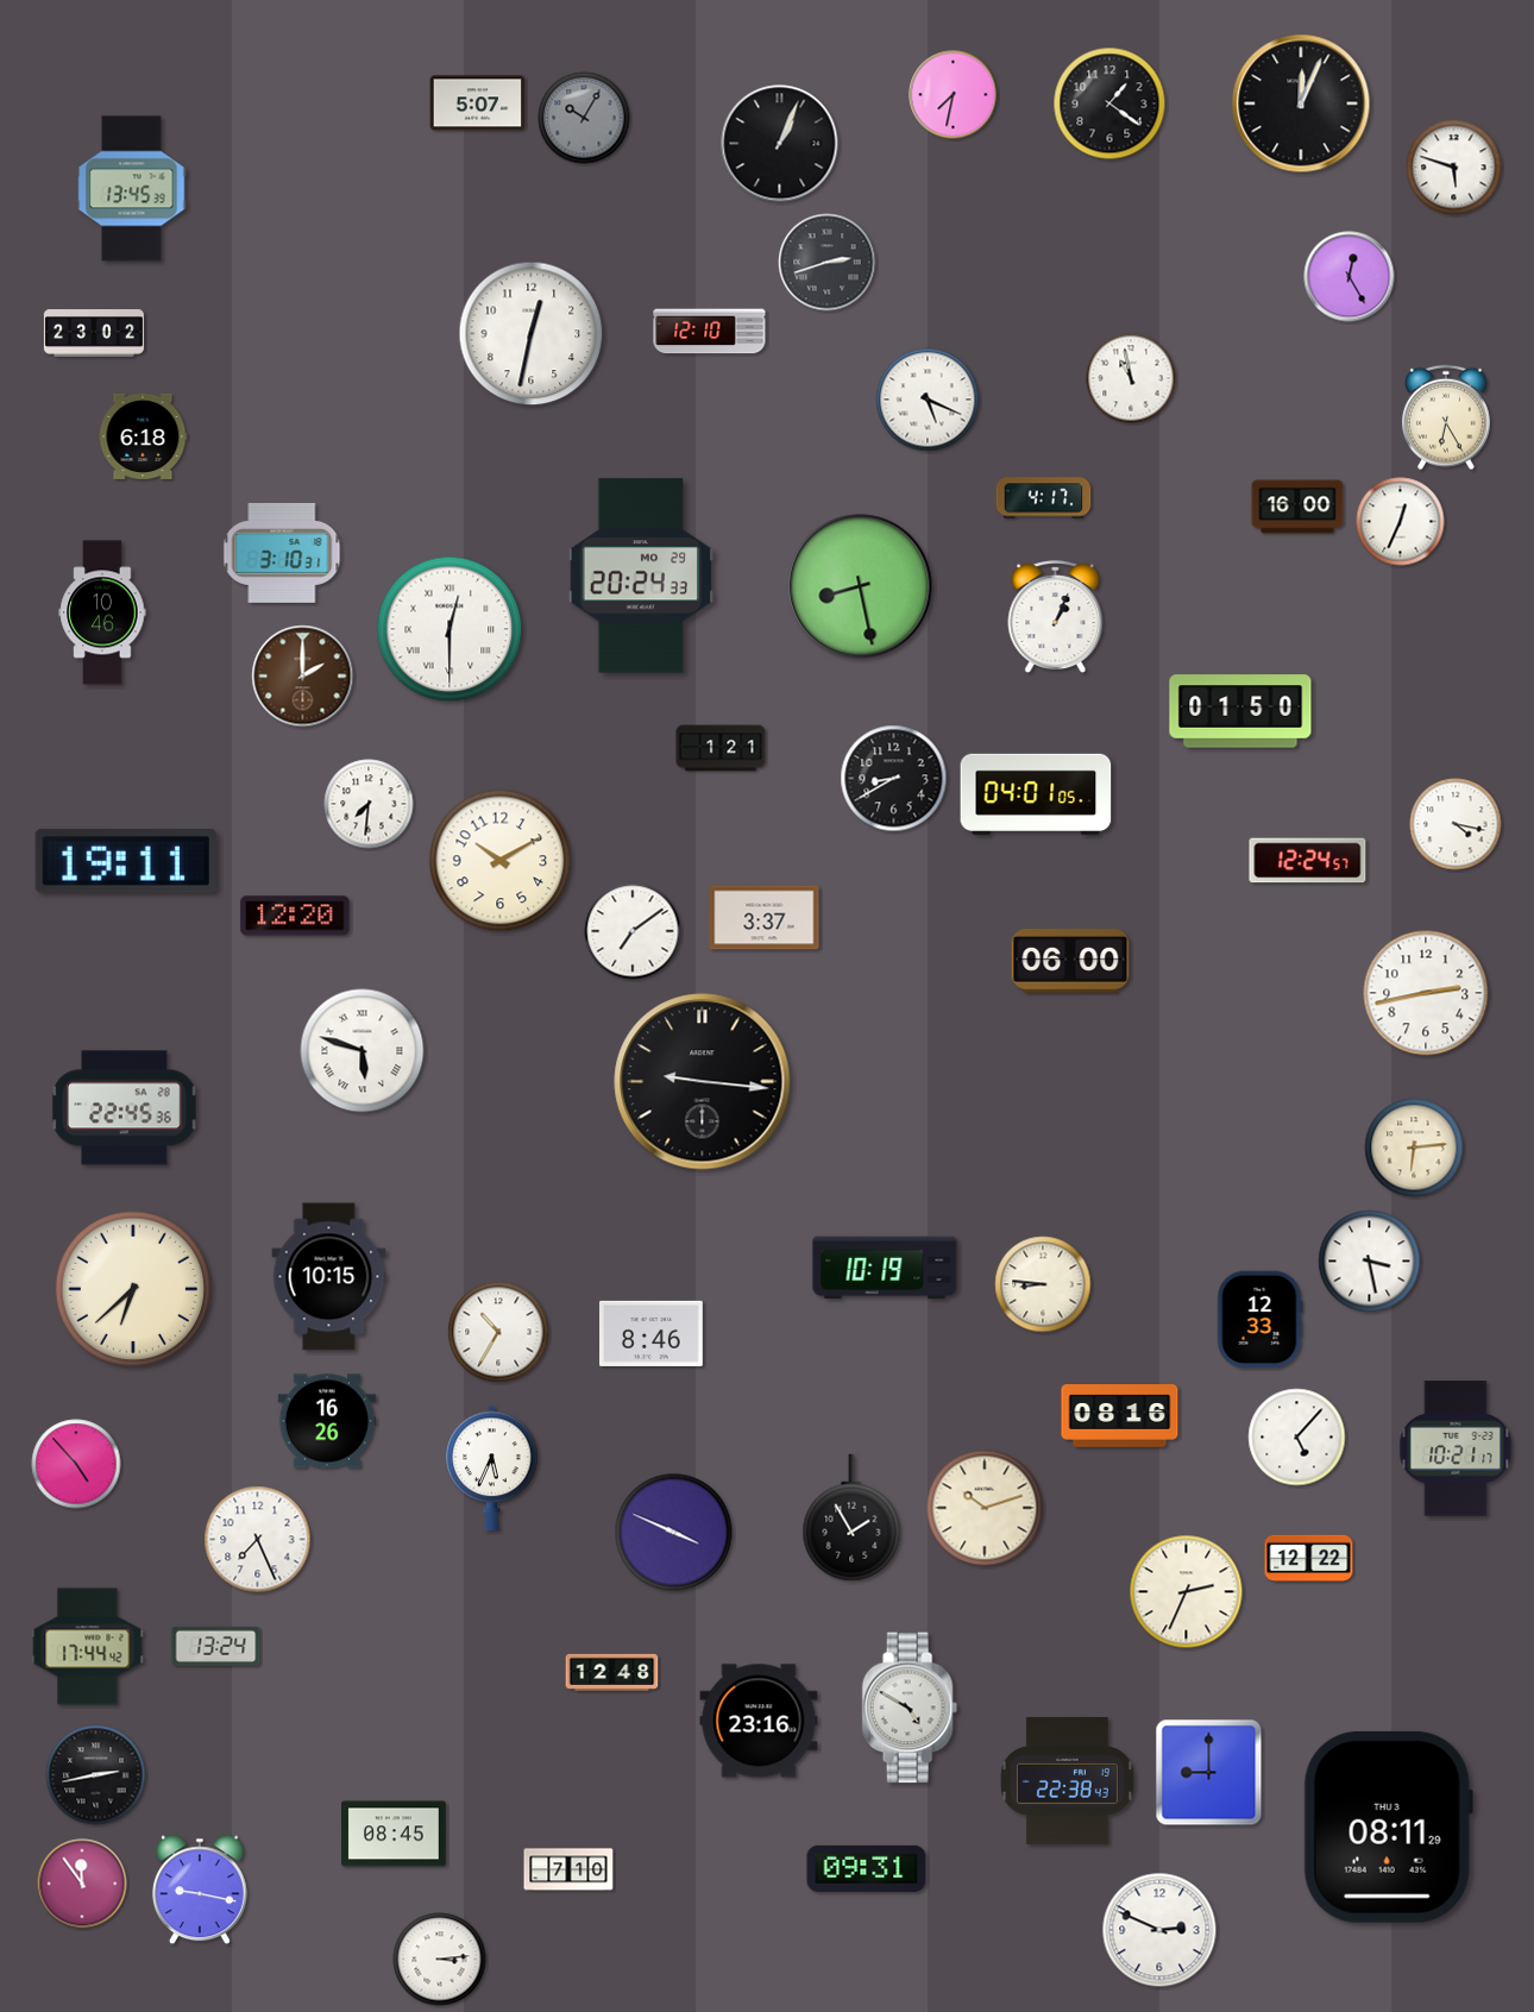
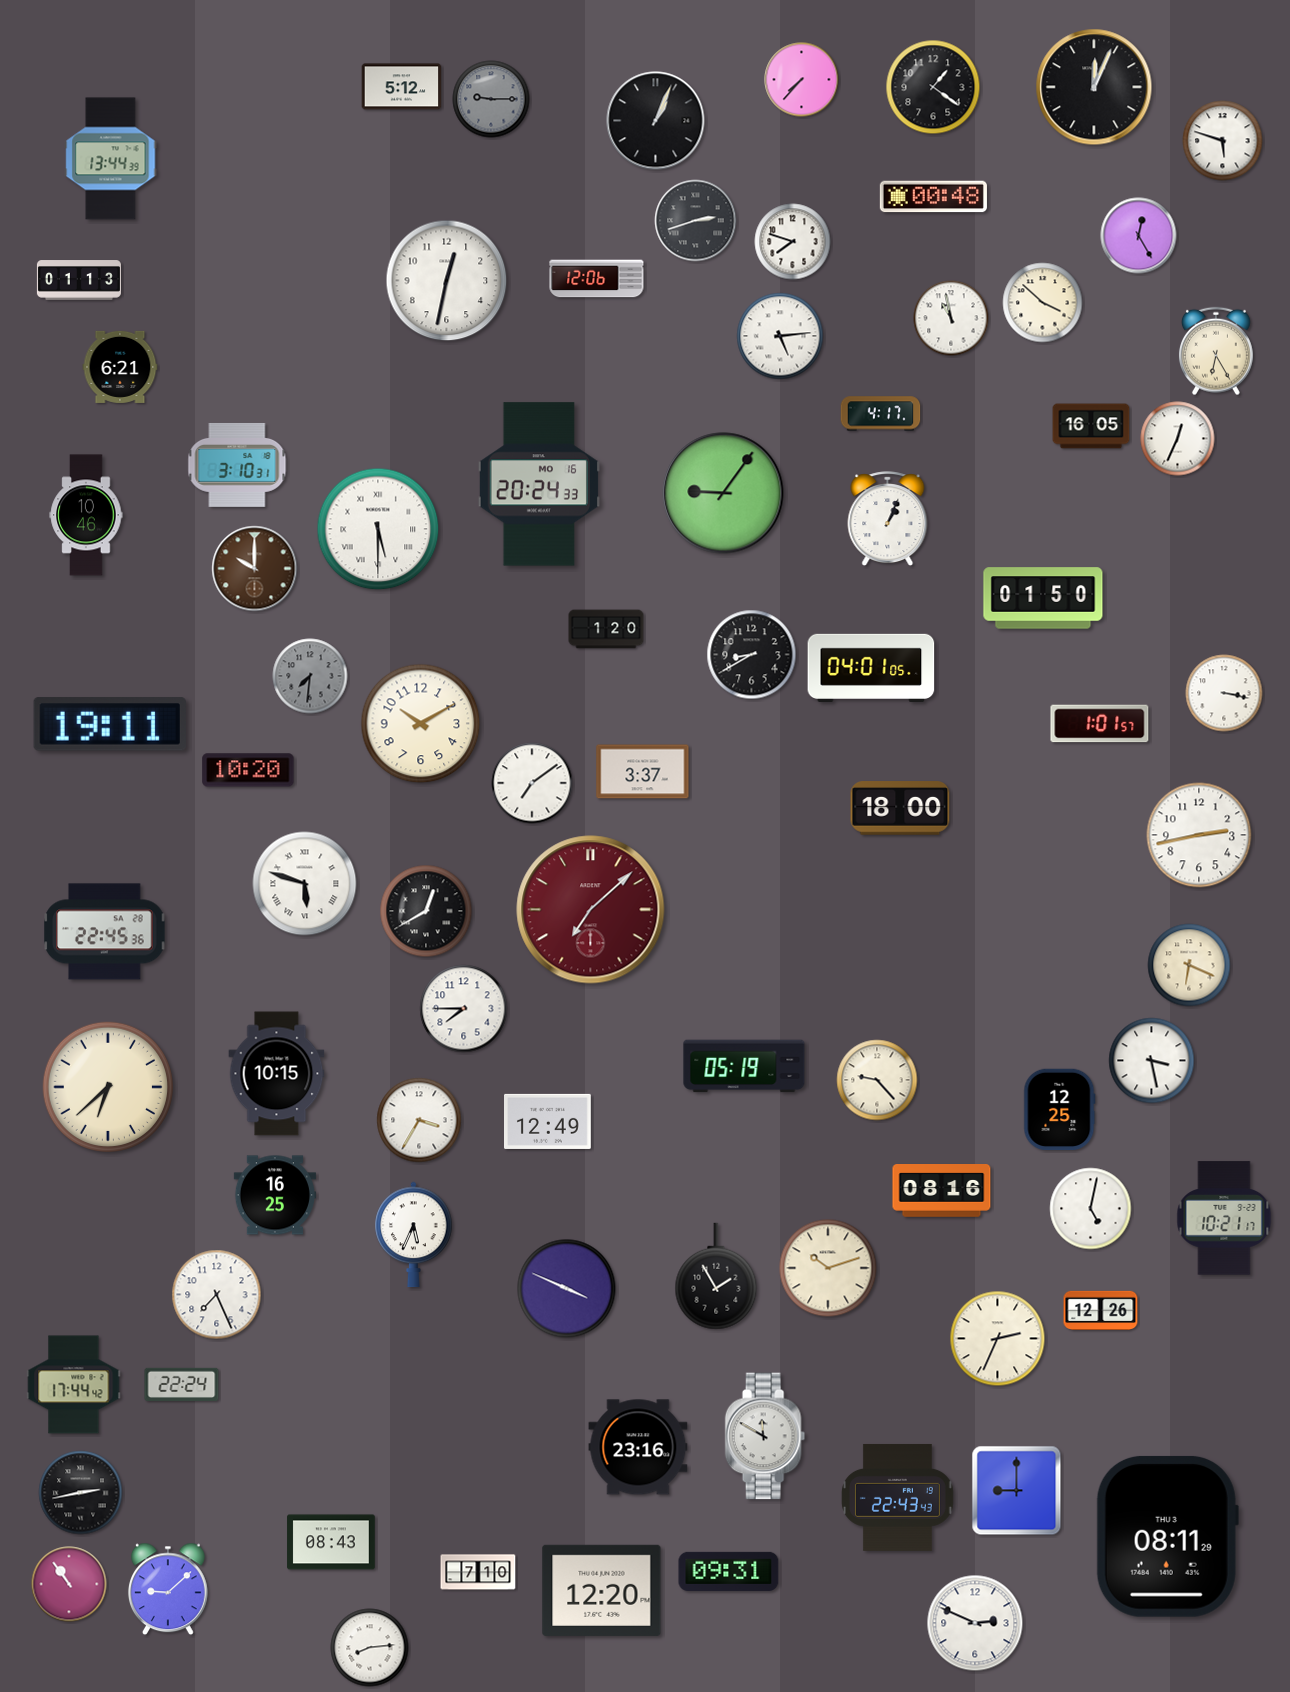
clock at (954, 95): 7:32 -> 7:37
clock at (478, 103): 5:07 -> 5:12
clock at (584, 118): 10:05 -> 9:15
clock at (132, 189): 13:45 -> 13:44
clock at (933, 197): none -> 00:48
clock at (1350, 277) position: (1350, 277) -> (1139, 236)
clock at (793, 242): none -> 7:48
clock at (710, 332): 12:10 -> 12:06
clock at (94, 333): 23:02 -> 01:13
clock at (1043, 303): none -> 3:52
clock at (928, 400): 5:19 -> 5:14
clock at (143, 436): 6:18 -> 6:21
clock at (1044, 498) position: (1044, 498) -> (881, 414)
clock at (1297, 507): 16:00 -> 16:05
clock at (640, 576) date: MO 29 -> MO 16
clock at (860, 586): 8:28 -> 9:06
clock at (449, 629): 12:30 -> 5:30
clock at (303, 677): 2:00 -> 10:00
clock at (721, 748): 1:21 -> 1:20
clock at (369, 804) dial: white -> grey
clock at (1456, 824): 4:17 -> 3:17
clock at (126, 861) position: (126, 861) -> (110, 724)
clock at (1308, 861): 12:24 -> 1:01
clock at (295, 916): 12:20 -> 10:20
clock at (1070, 961): 06:00 -> 18:00
clock at (703, 1082): 9:16 -> 7:08
clock at (703, 1082) dial: black -> burgundy
clock at (426, 911): none -> 12:40
clock at (1414, 1148): 6:14 -> 6:19
clock at (464, 1009): none -> 7:45
clock at (885, 1268): 10:19 -> 05:19
clock at (1043, 1284): 8:46 -> 9:23
clock at (133, 1288) position: (133, 1288) -> (108, 1086)
clock at (1260, 1320): 12:33 -> 12:25
clock at (498, 1332): 10:35 -> 3:35
clock at (652, 1333): 8:46 -> 12:49
clock at (326, 1421): 16:26 -> 16:25
clock at (1297, 1438): 5:07 -> 5:02
clock at (76, 1464): 4:53 -> none
clock at (1309, 1558): 12:22 -> 12:26
clock at (216, 1646): 13:24 -> 22:24
clock at (612, 1672): 12:48 -> none
clock at (910, 1708): 4:50 -> 11:50
clock at (1067, 1780): 22:38 -> 22:43
clock at (394, 1834): 08:45 -> 08:43
clock at (82, 1884): 11:54 -> 10:54
clock at (200, 1890): 9:17 -> 9:08
clock at (602, 1590): none -> 12:20
clock at (440, 1960): 3:14 -> 8:14
